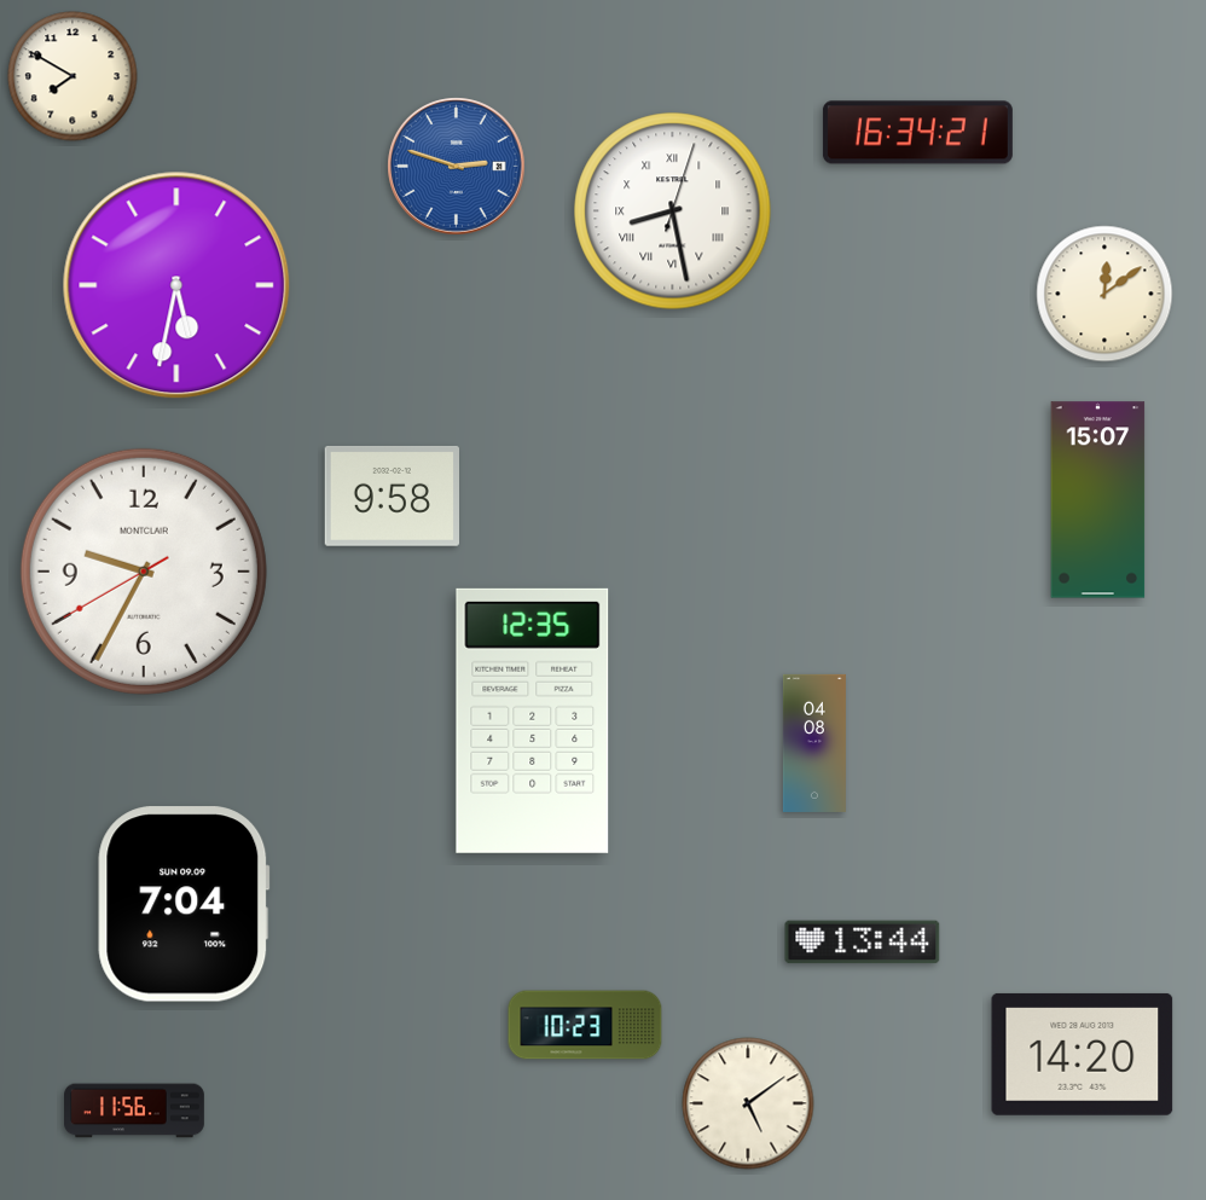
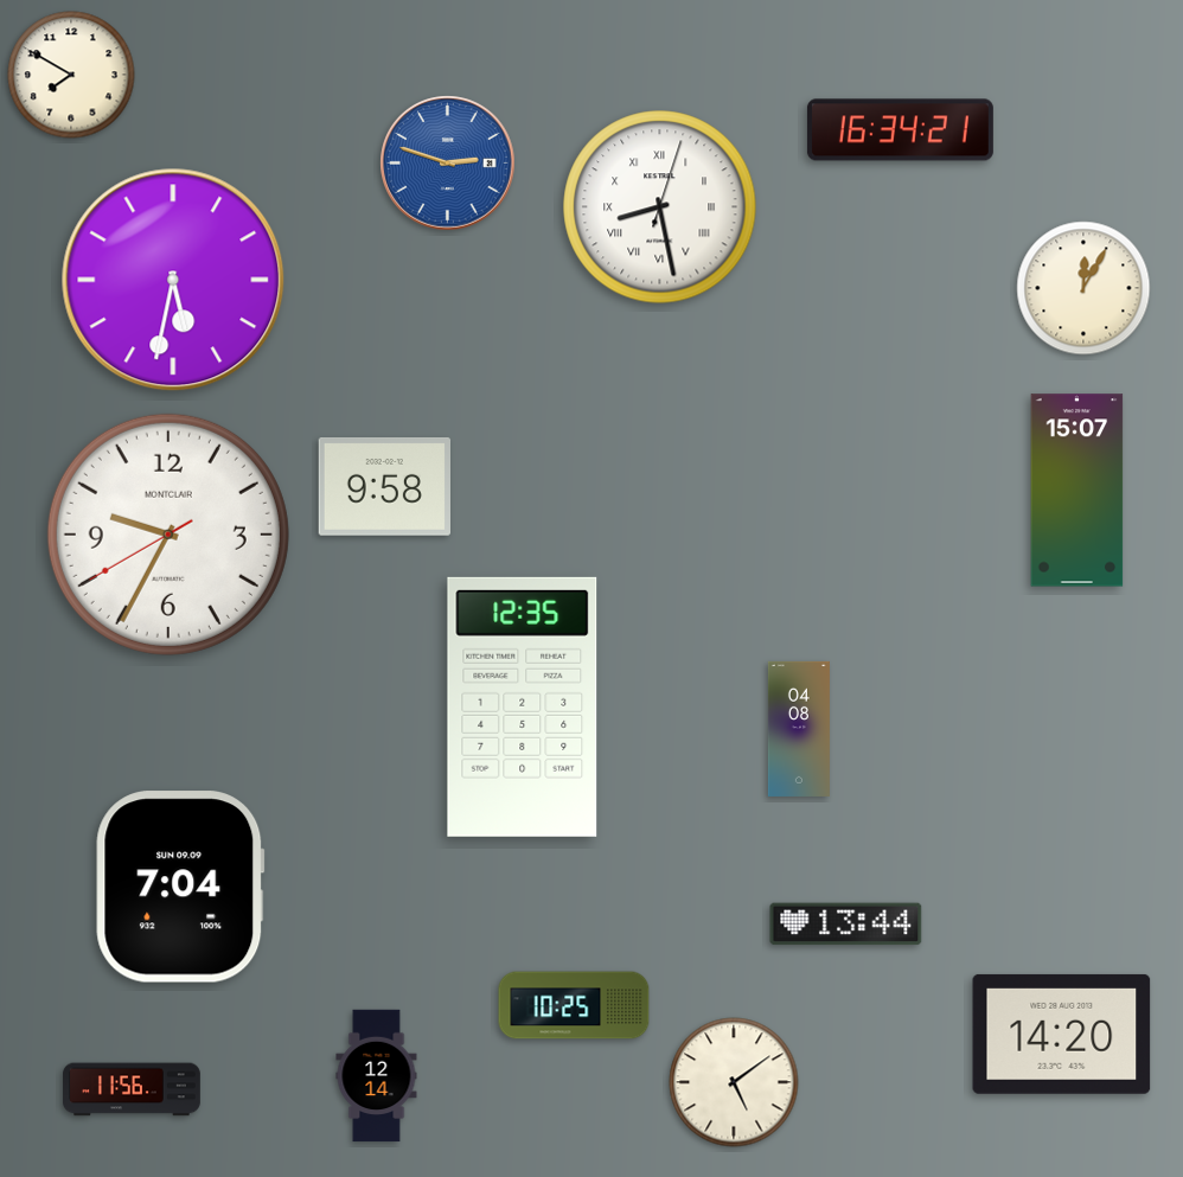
clock at (1104, 294): 12:09 -> 12:05
clock at (144, 572) position: (144, 572) -> (168, 535)
clock at (585, 1025): 10:23 -> 10:25
clock at (377, 1076): none -> 12:14
